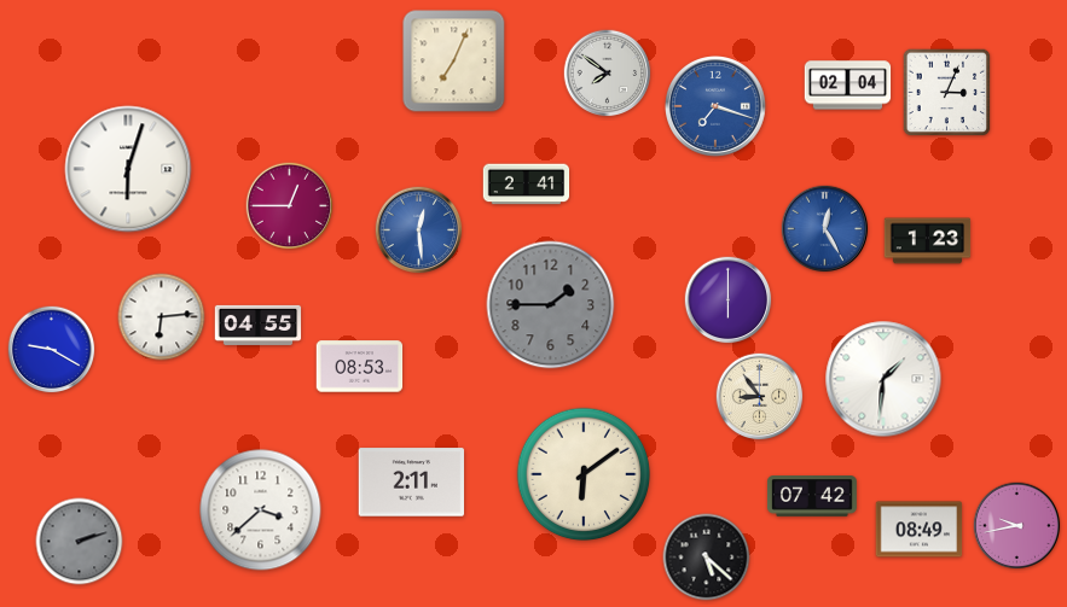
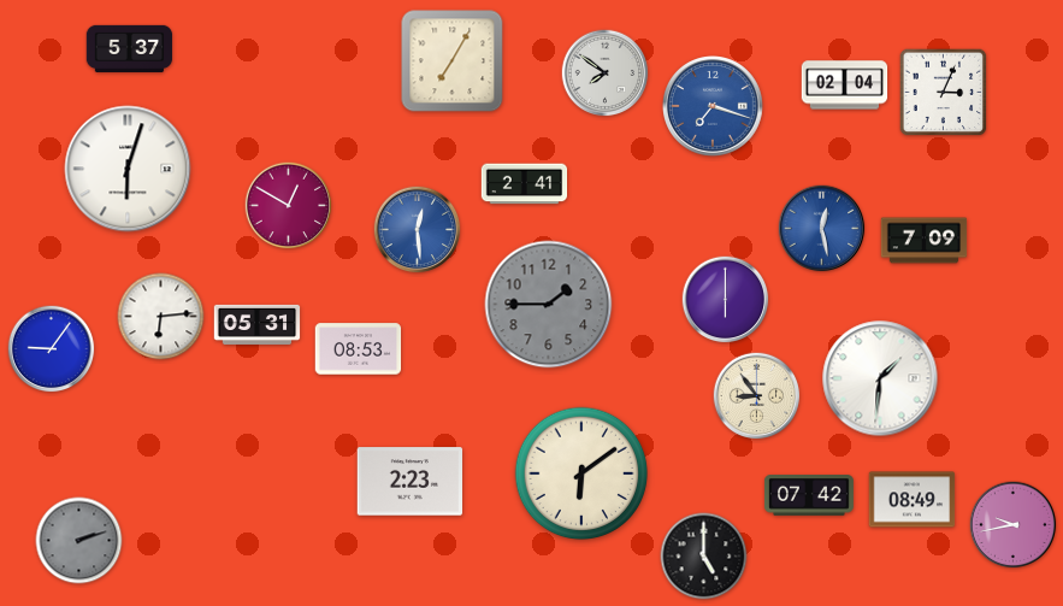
clock at (130, 48): none -> 5:37
clock at (454, 62): 7:04 -> 7:05
clock at (290, 206): 12:45 -> 12:50
clock at (825, 229): 12:25 -> 12:28
clock at (928, 241): 1:23 -> 7:09
clock at (259, 325): 04:55 -> 05:31
clock at (52, 350): 9:20 -> 9:06
clock at (360, 367) position: (360, 367) -> (359, 349)
clock at (412, 483): 2:11 -> 2:23
clock at (261, 510): 3:38 -> none
clock at (920, 530) position: (920, 530) -> (913, 500)
clock at (707, 558): 5:22 -> 5:00
